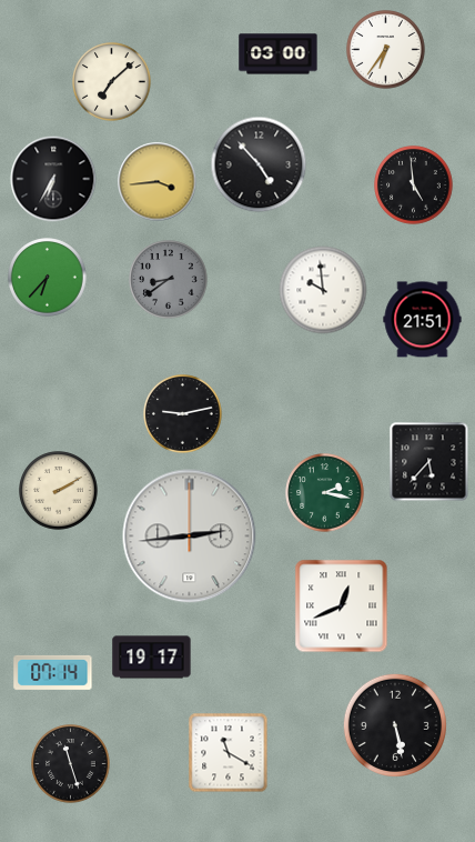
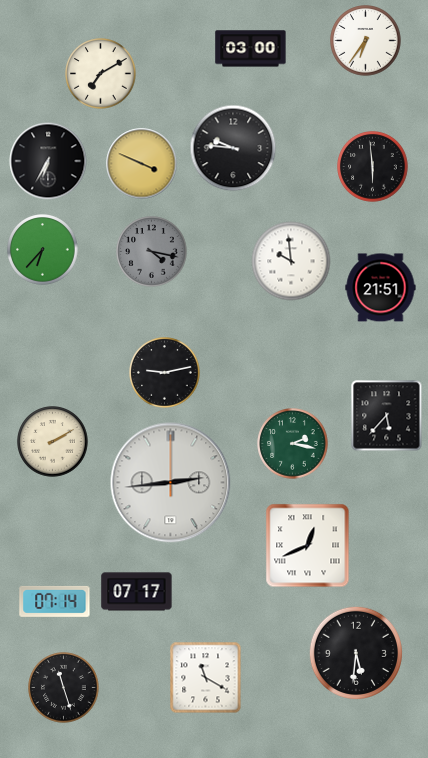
clock at (386, 50) position: (386, 50) -> (366, 41)
clock at (112, 82): 7:08 -> 7:10
clock at (259, 164): 4:53 -> 9:46
clock at (158, 182): 3:44 -> 3:49
clock at (414, 186): 4:59 -> 5:59
clock at (169, 280): 8:39 -> 4:17
clock at (152, 658): 19:17 -> 07:17
clock at (53, 672) position: (53, 672) -> (55, 601)
clock at (395, 725): 5:28 -> 5:31
